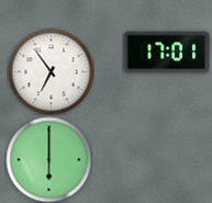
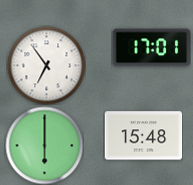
clock at (143, 136): none -> 15:48
